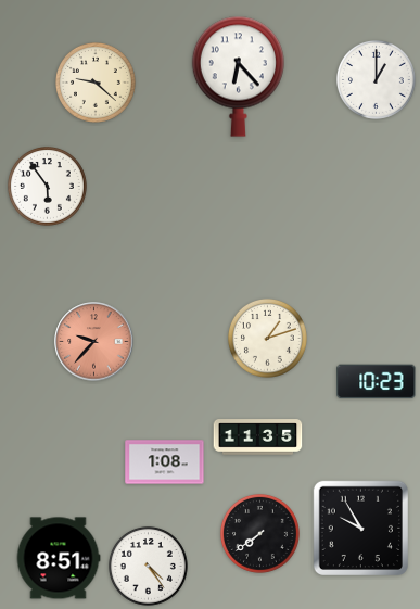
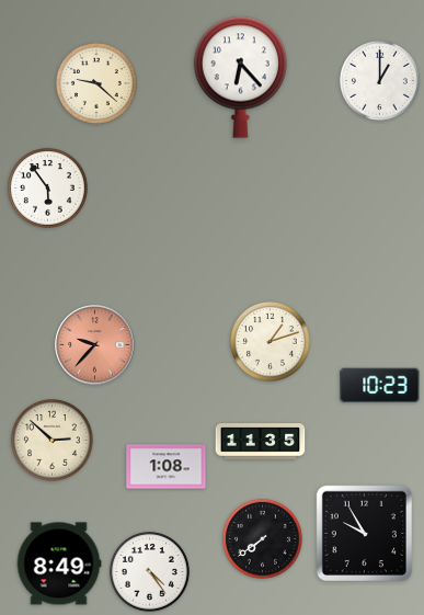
clock at (53, 441): none -> 2:52
clock at (59, 558): 8:51 -> 8:49
